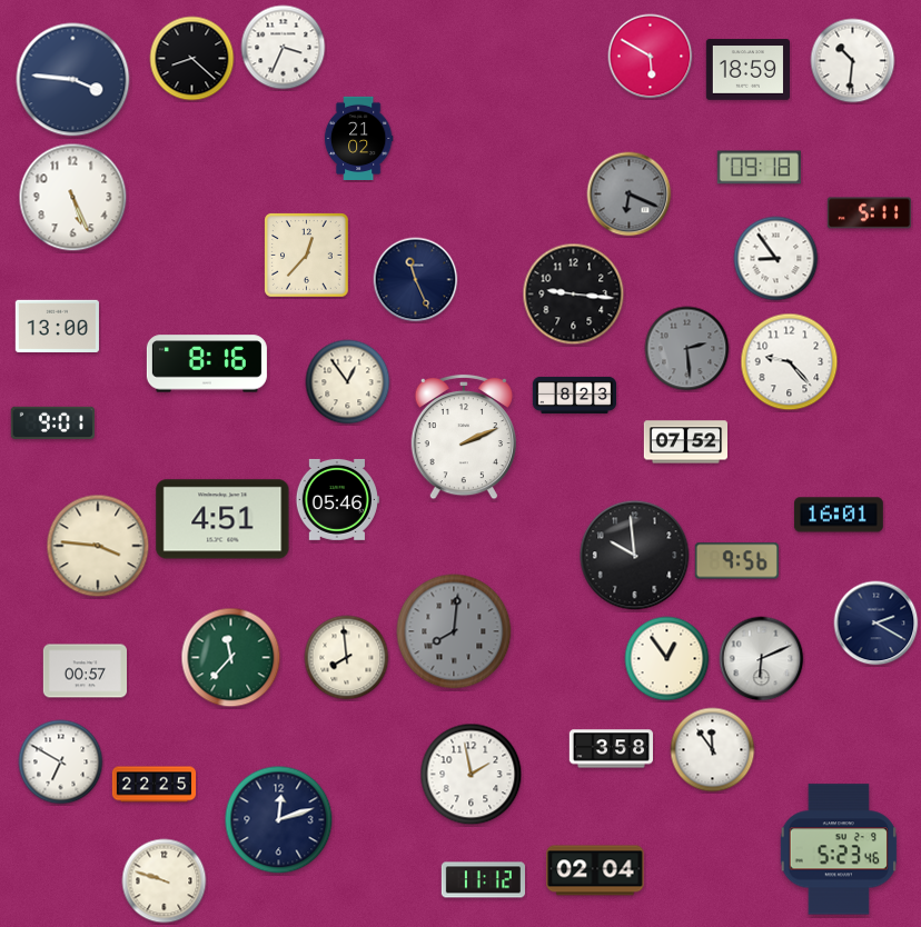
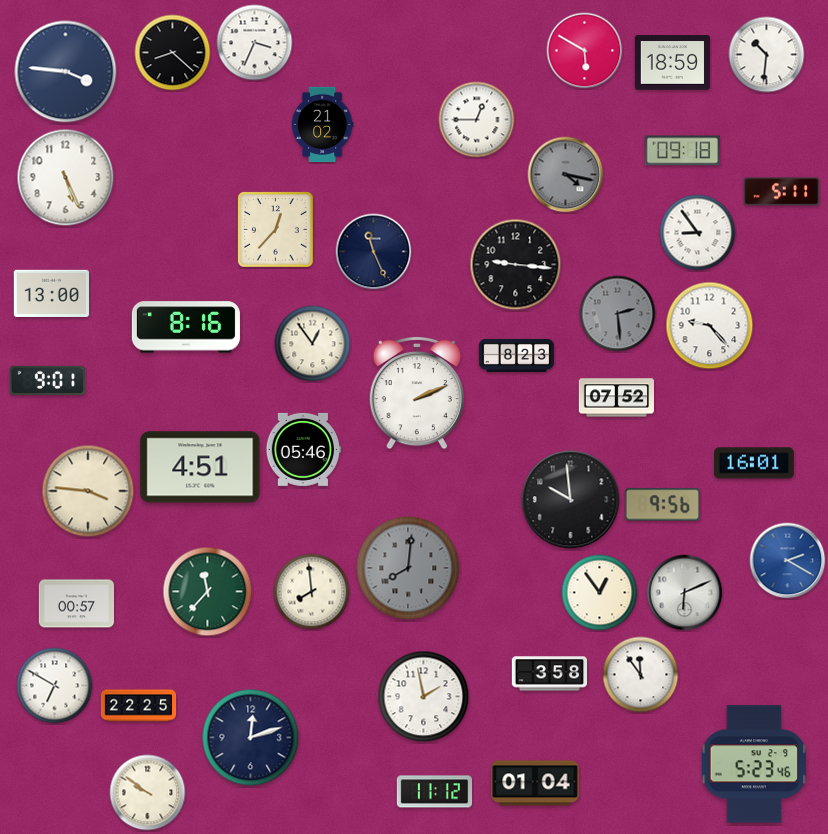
clock at (477, 120): none -> 12:45
clock at (630, 195): 6:19 -> 4:17
clock at (877, 624) dial: navy -> blue
clock at (595, 870): 02:04 -> 01:04
clock at (165, 881): 9:48 -> 9:51
